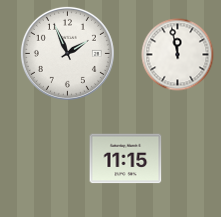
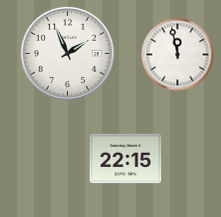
clock at (126, 159): 11:15 -> 22:15
